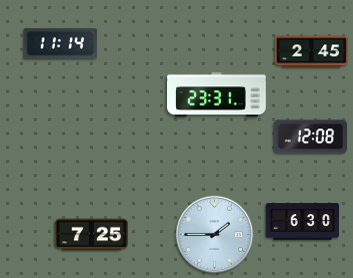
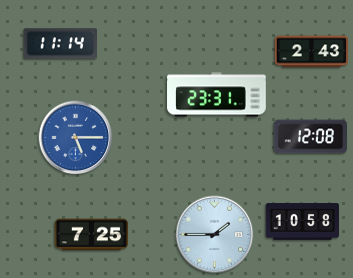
clock at (311, 52): 2:45 -> 2:43
clock at (76, 138): none -> 5:15
clock at (302, 222): 6:30 -> 10:58
